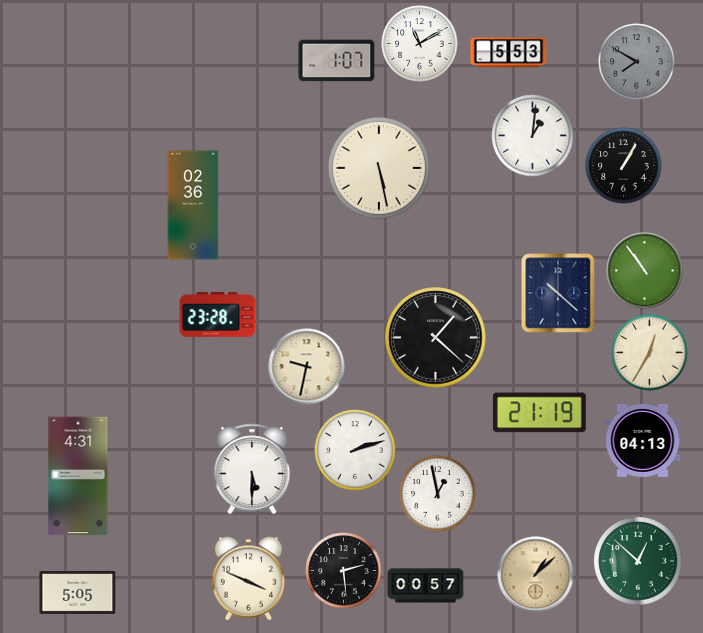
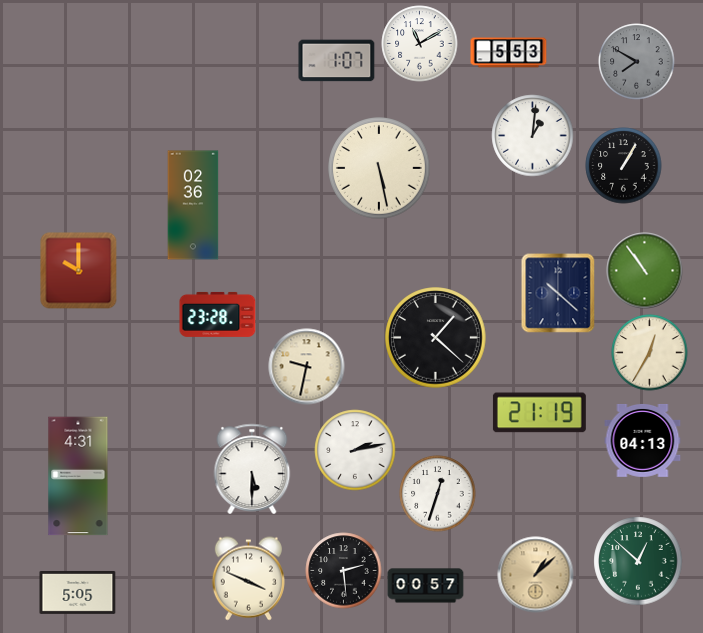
clock at (79, 271): none -> 10:00
clock at (355, 450): 2:12 -> 2:13
clock at (438, 494): 12:58 -> 12:33
